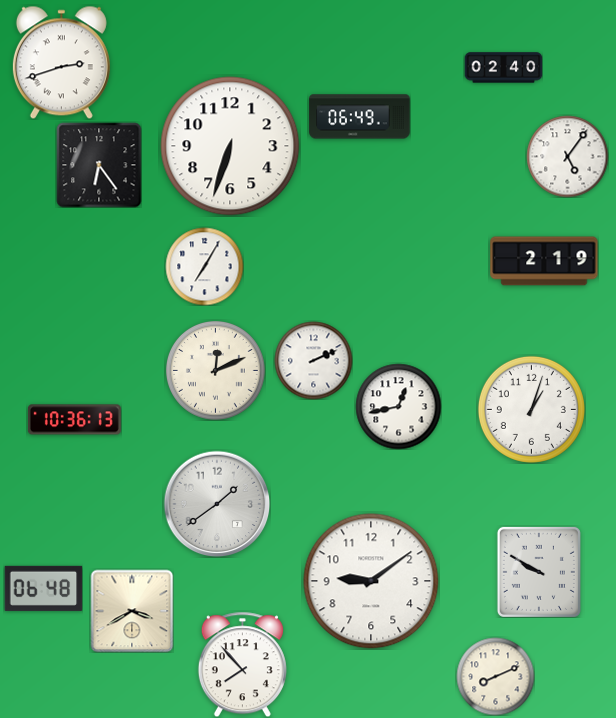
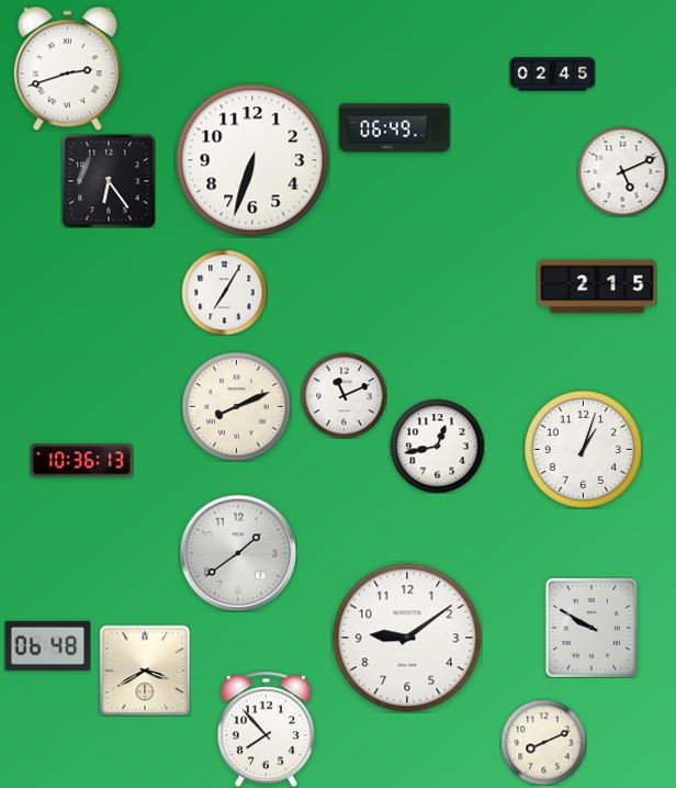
clock at (503, 68): 02:40 -> 02:45
clock at (567, 156): 5:06 -> 5:11
clock at (544, 261): 2:19 -> 2:15
clock at (313, 360): 2:11 -> 11:11
clock at (215, 370): 12:11 -> 8:11
